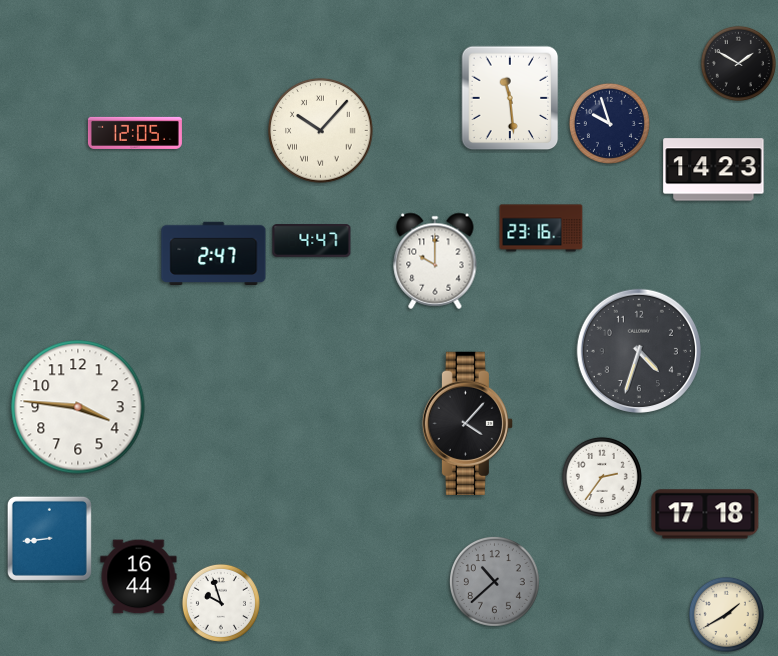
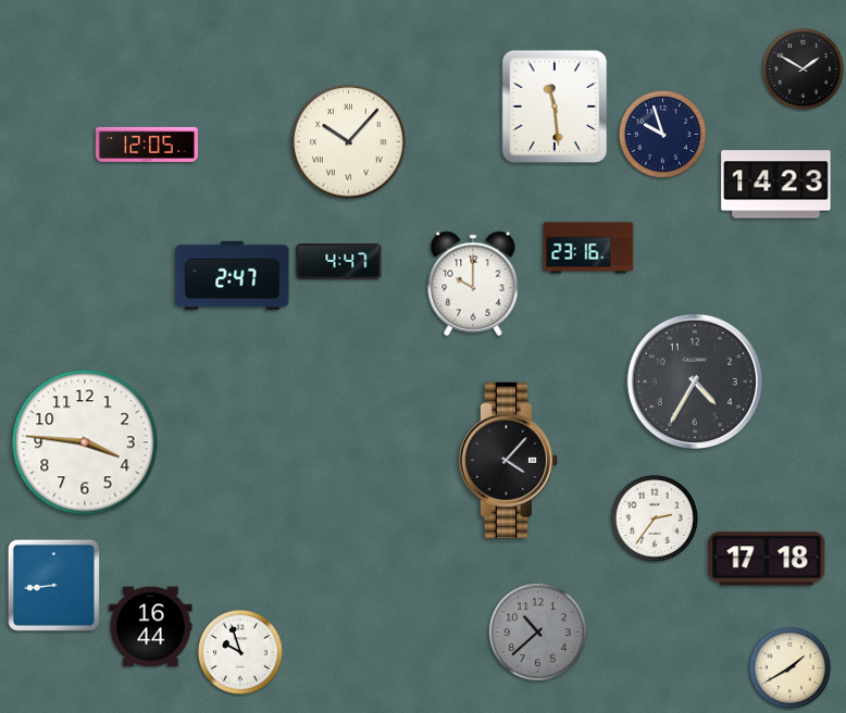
clock at (639, 351): 4:33 -> 4:35
clock at (221, 603) position: (221, 603) -> (240, 652)
